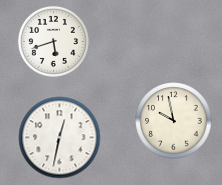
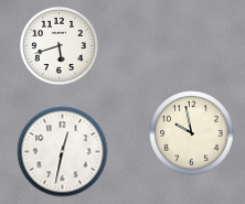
clock at (60, 138) position: (60, 138) -> (63, 152)
